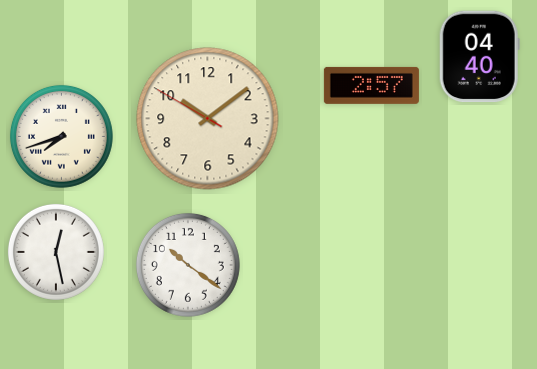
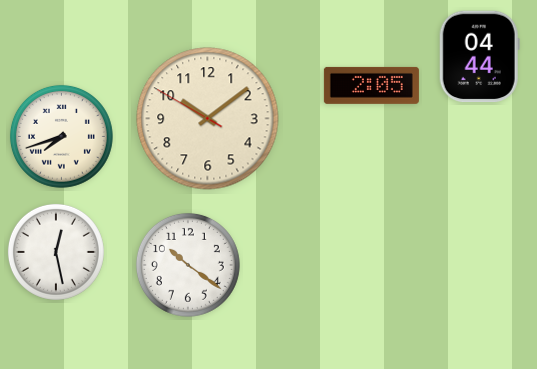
clock at (479, 57): 04:40 -> 04:44
clock at (371, 85): 2:57 -> 2:05
